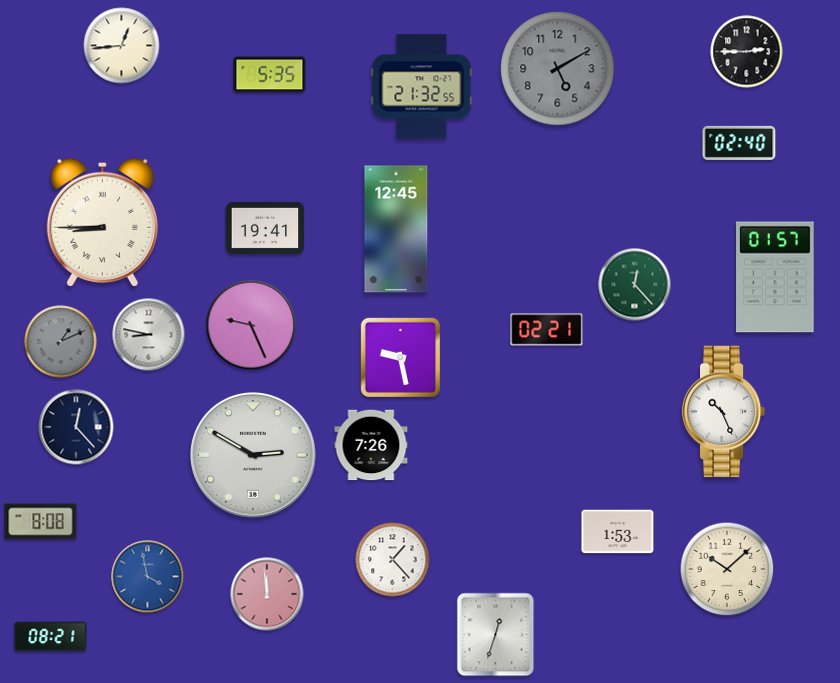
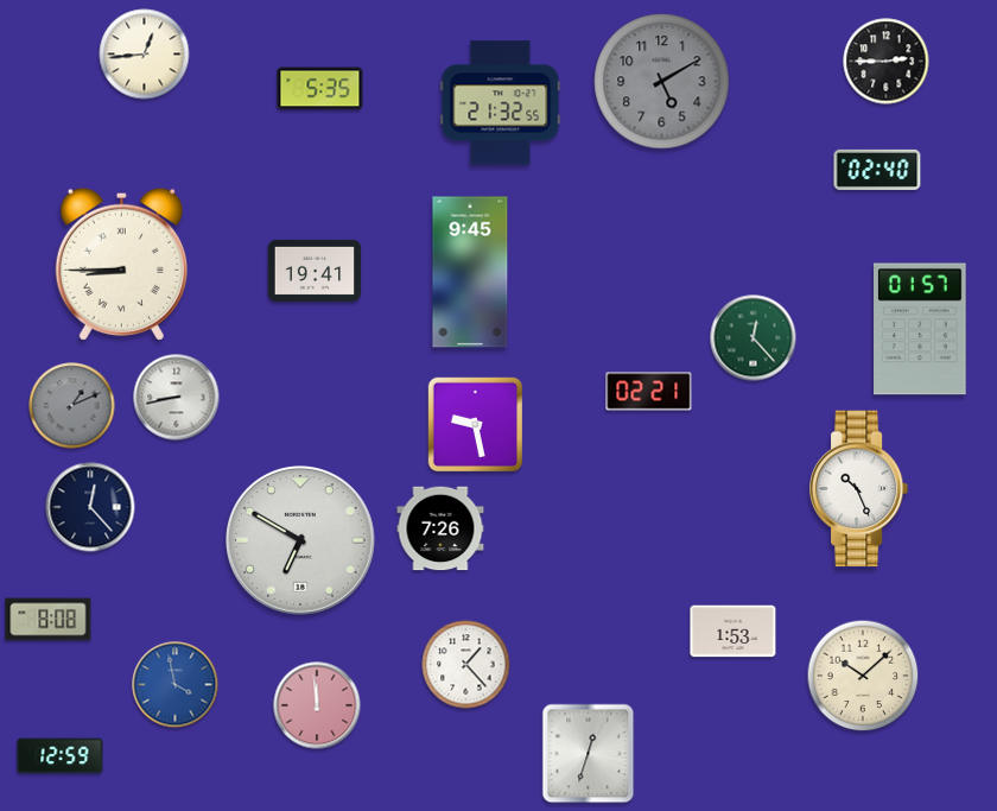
clock at (396, 229): 12:45 -> 9:45
clock at (251, 325): 9:26 -> none
clock at (149, 335): 8:47 -> 8:43
clock at (254, 456): 2:50 -> 6:50
clock at (51, 637): 08:21 -> 12:59
